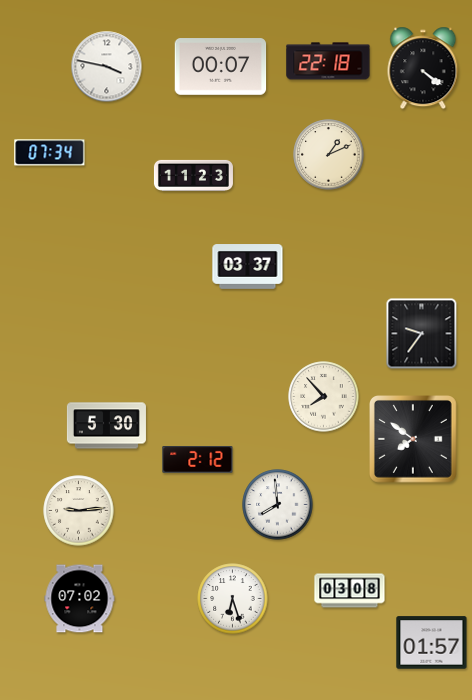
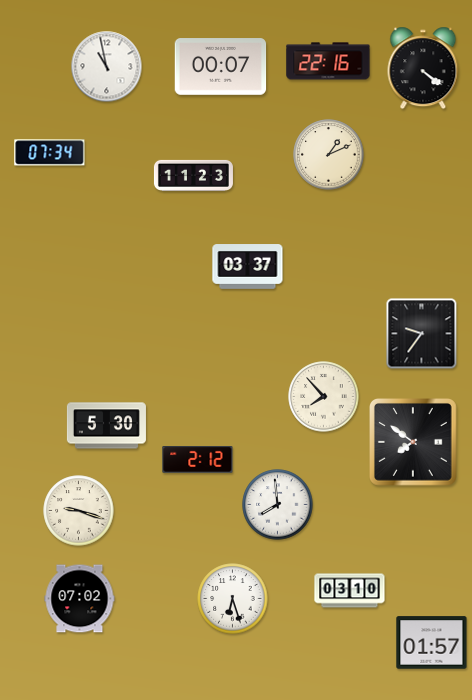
clock at (328, 61): 22:18 -> 22:16
clock at (107, 67): 3:47 -> 10:58
clock at (414, 440) position: (414, 440) -> (414, 443)
clock at (79, 511): 9:14 -> 9:18
clock at (350, 591): 03:08 -> 03:10
